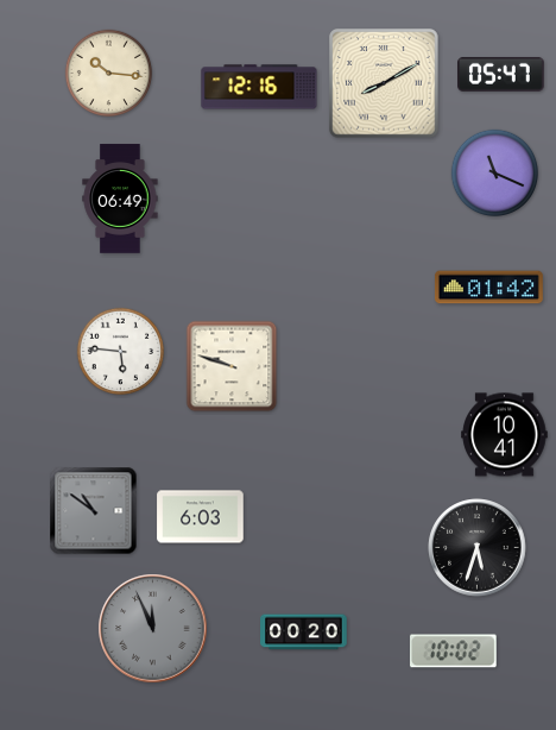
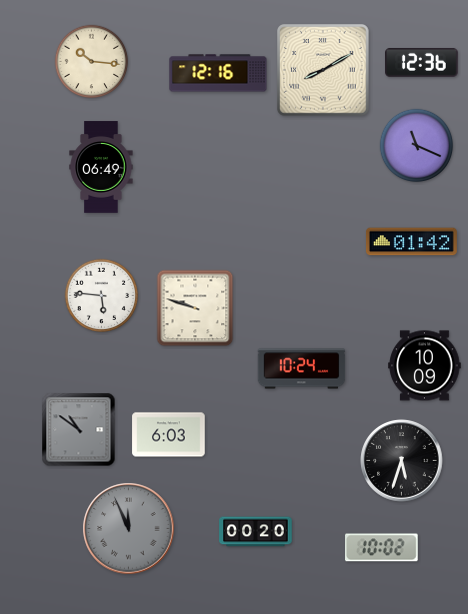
clock at (501, 75): 05:47 -> 12:36
clock at (505, 435): 10:41 -> 10:09
clock at (302, 369): none -> 10:24
